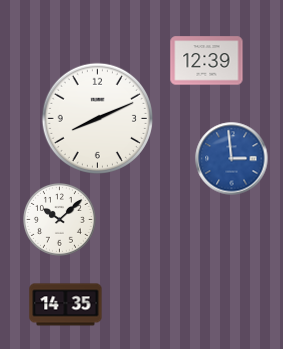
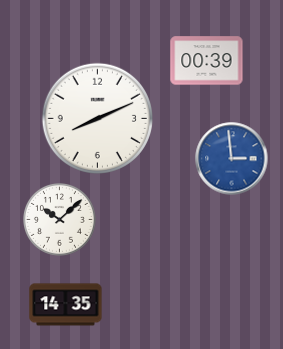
clock at (207, 61): 12:39 -> 00:39
